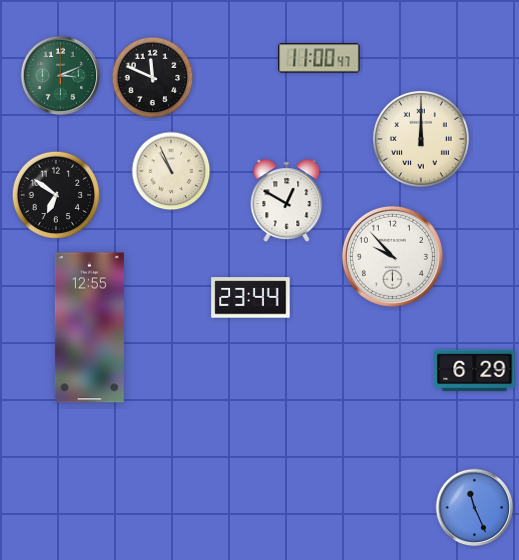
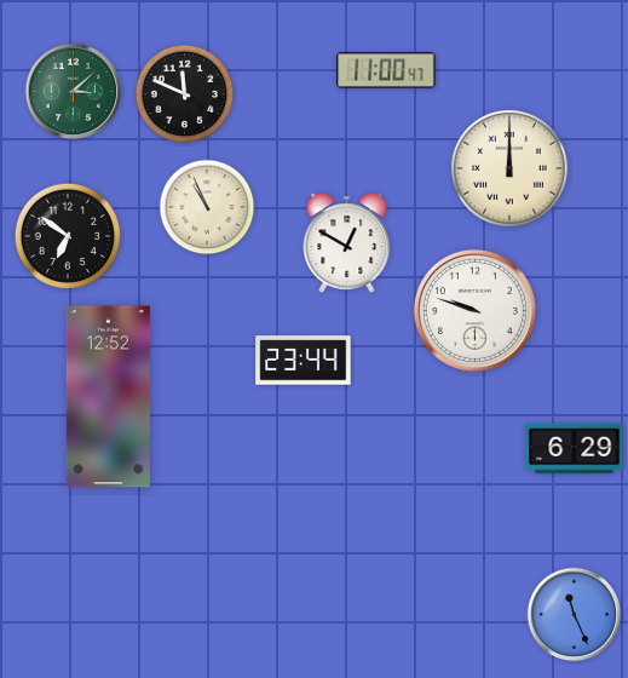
clock at (61, 76): 3:11 -> 3:08
clock at (392, 256): 9:53 -> 9:48
clock at (89, 328): 12:55 -> 12:52
